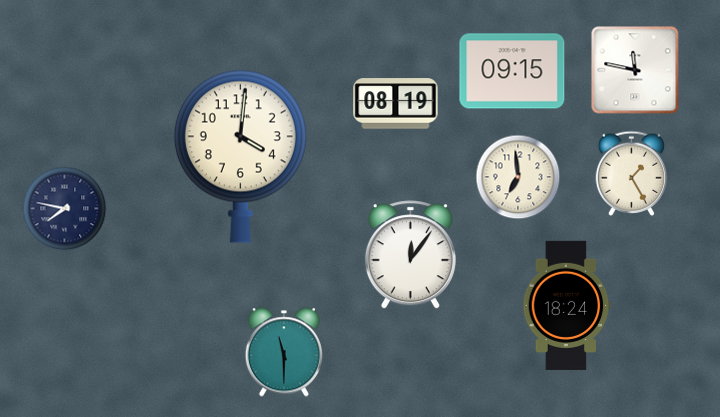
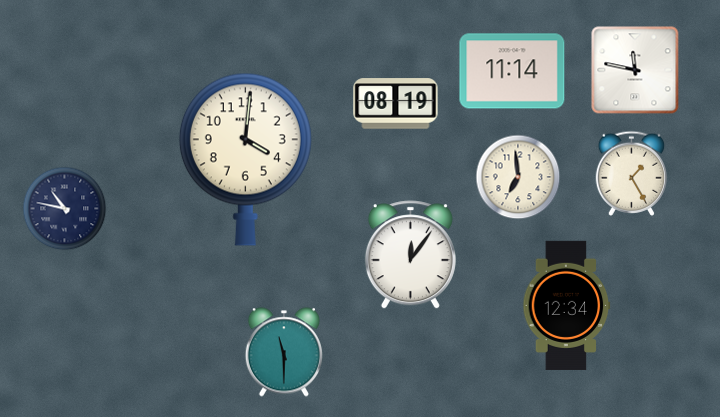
clock at (512, 71): 09:15 -> 11:14
clock at (240, 156) position: (240, 156) -> (245, 159)
clock at (65, 209): 7:47 -> 10:47
clock at (567, 305): 18:24 -> 12:34
